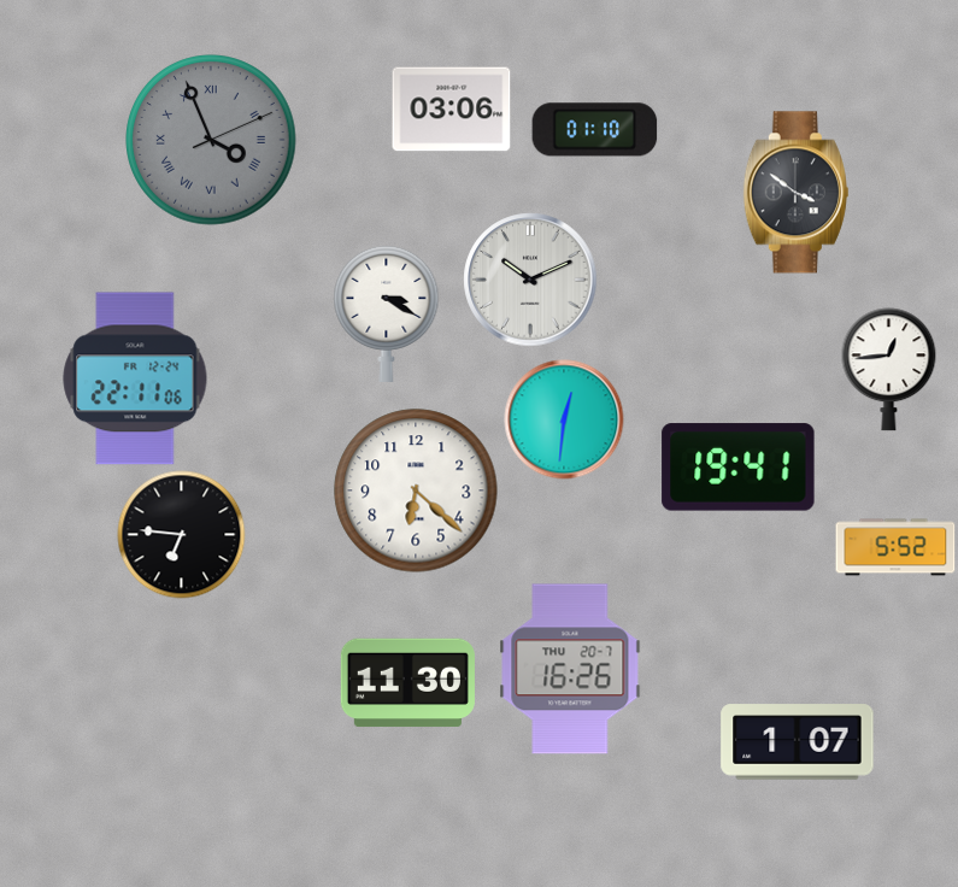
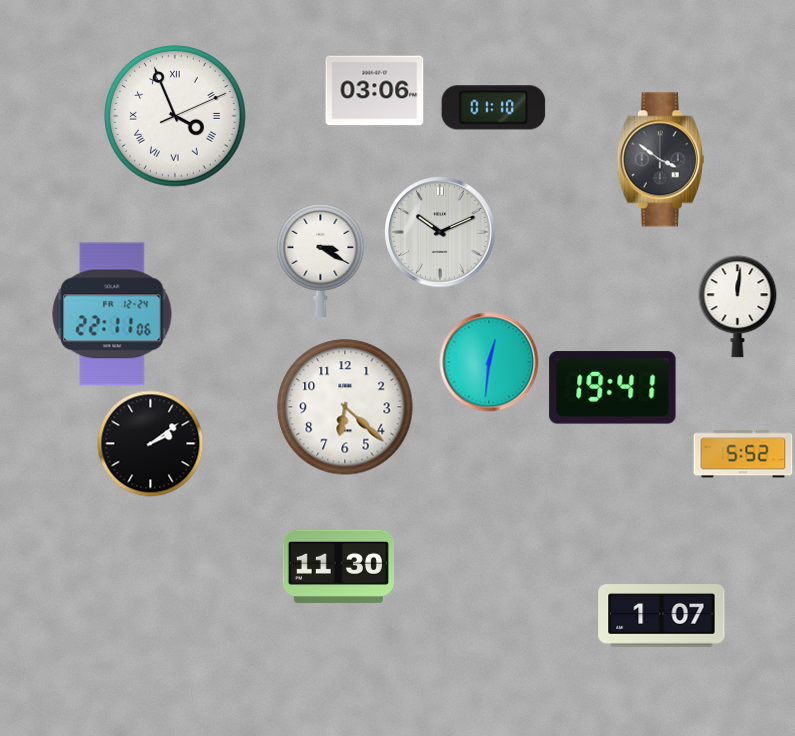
clock at (211, 140) dial: grey -> white
clock at (889, 370): 12:44 -> 12:01
clock at (564, 419) position: (564, 419) -> (489, 362)
clock at (182, 535): 6:46 -> 2:09
clock at (570, 669): 16:26 -> none
